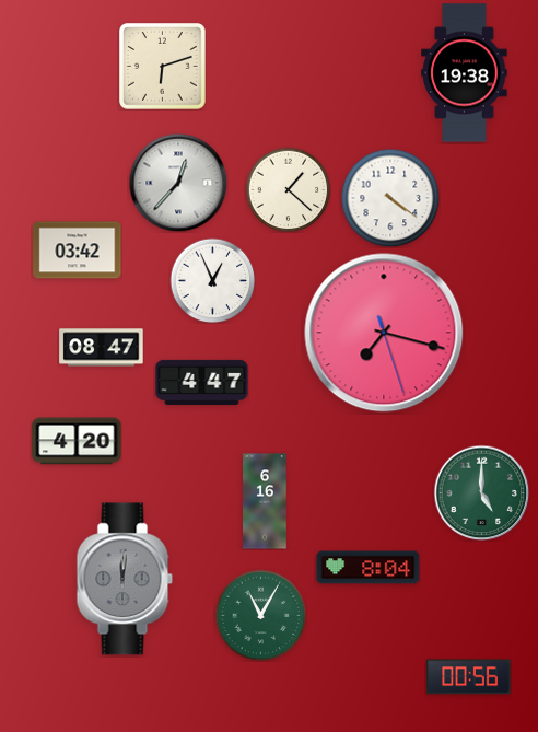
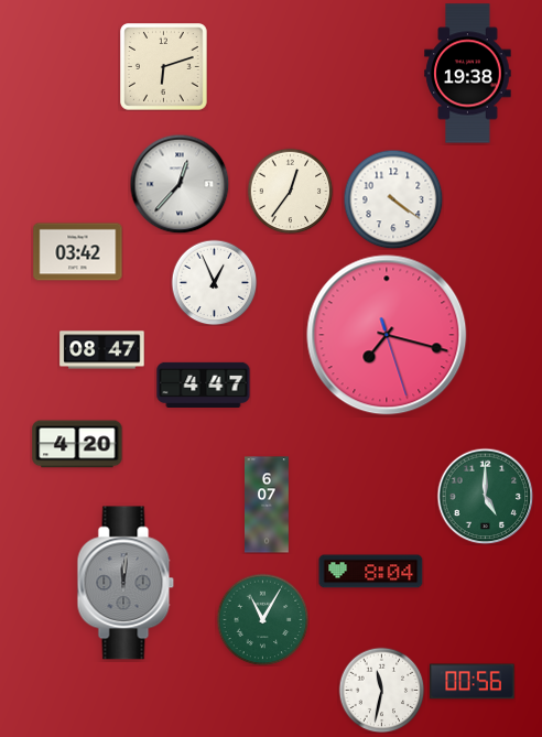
clock at (288, 189): 1:22 -> 12:36
clock at (266, 501): 6:16 -> 6:07
clock at (381, 690): none -> 11:32
